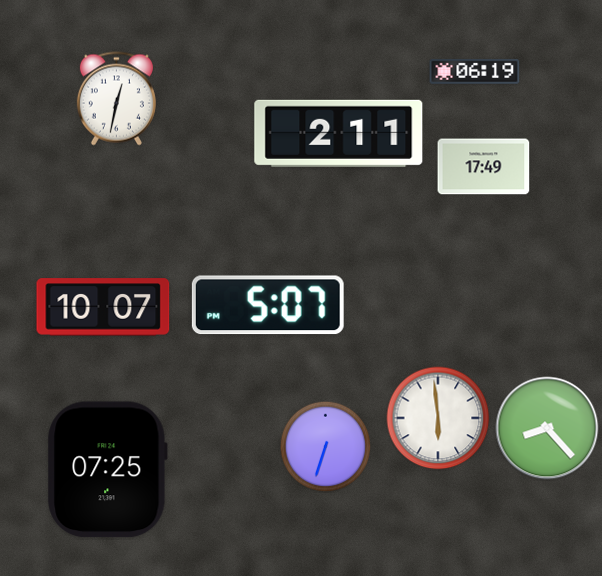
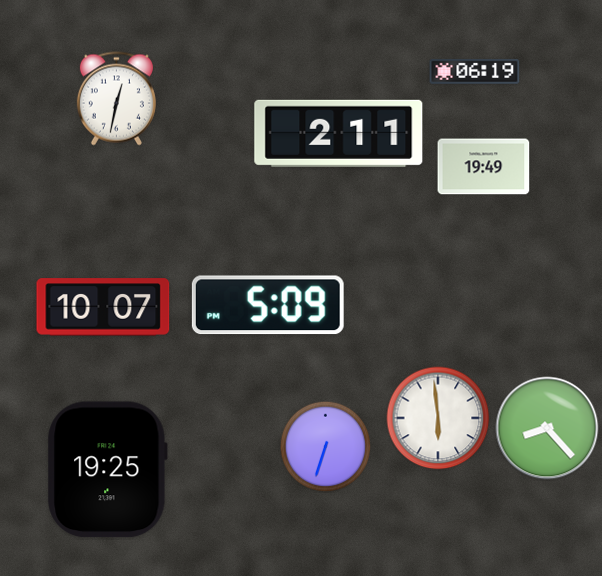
clock at (484, 167): 17:49 -> 19:49
clock at (268, 305): 5:07 -> 5:09
clock at (107, 470): 07:25 -> 19:25
